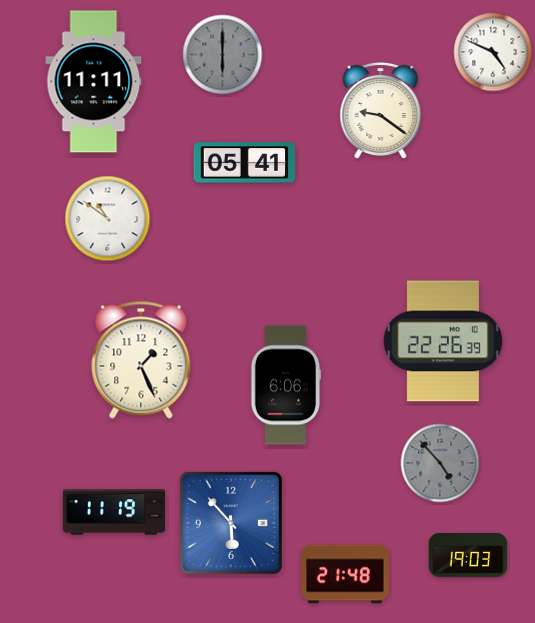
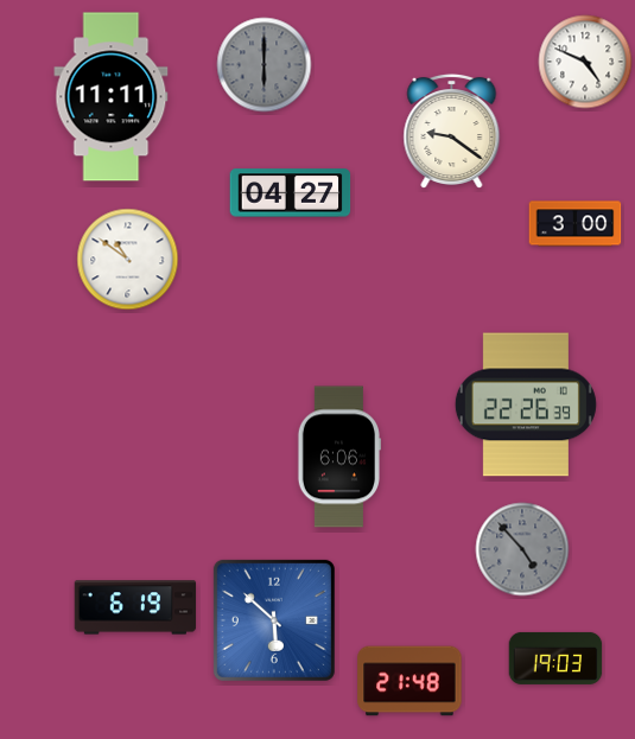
clock at (245, 163): 05:41 -> 04:27
clock at (576, 224): none -> 3:00
clock at (141, 360): 1:26 -> none
clock at (114, 512): 11:19 -> 6:19
clock at (231, 523): 5:53 -> 5:52
